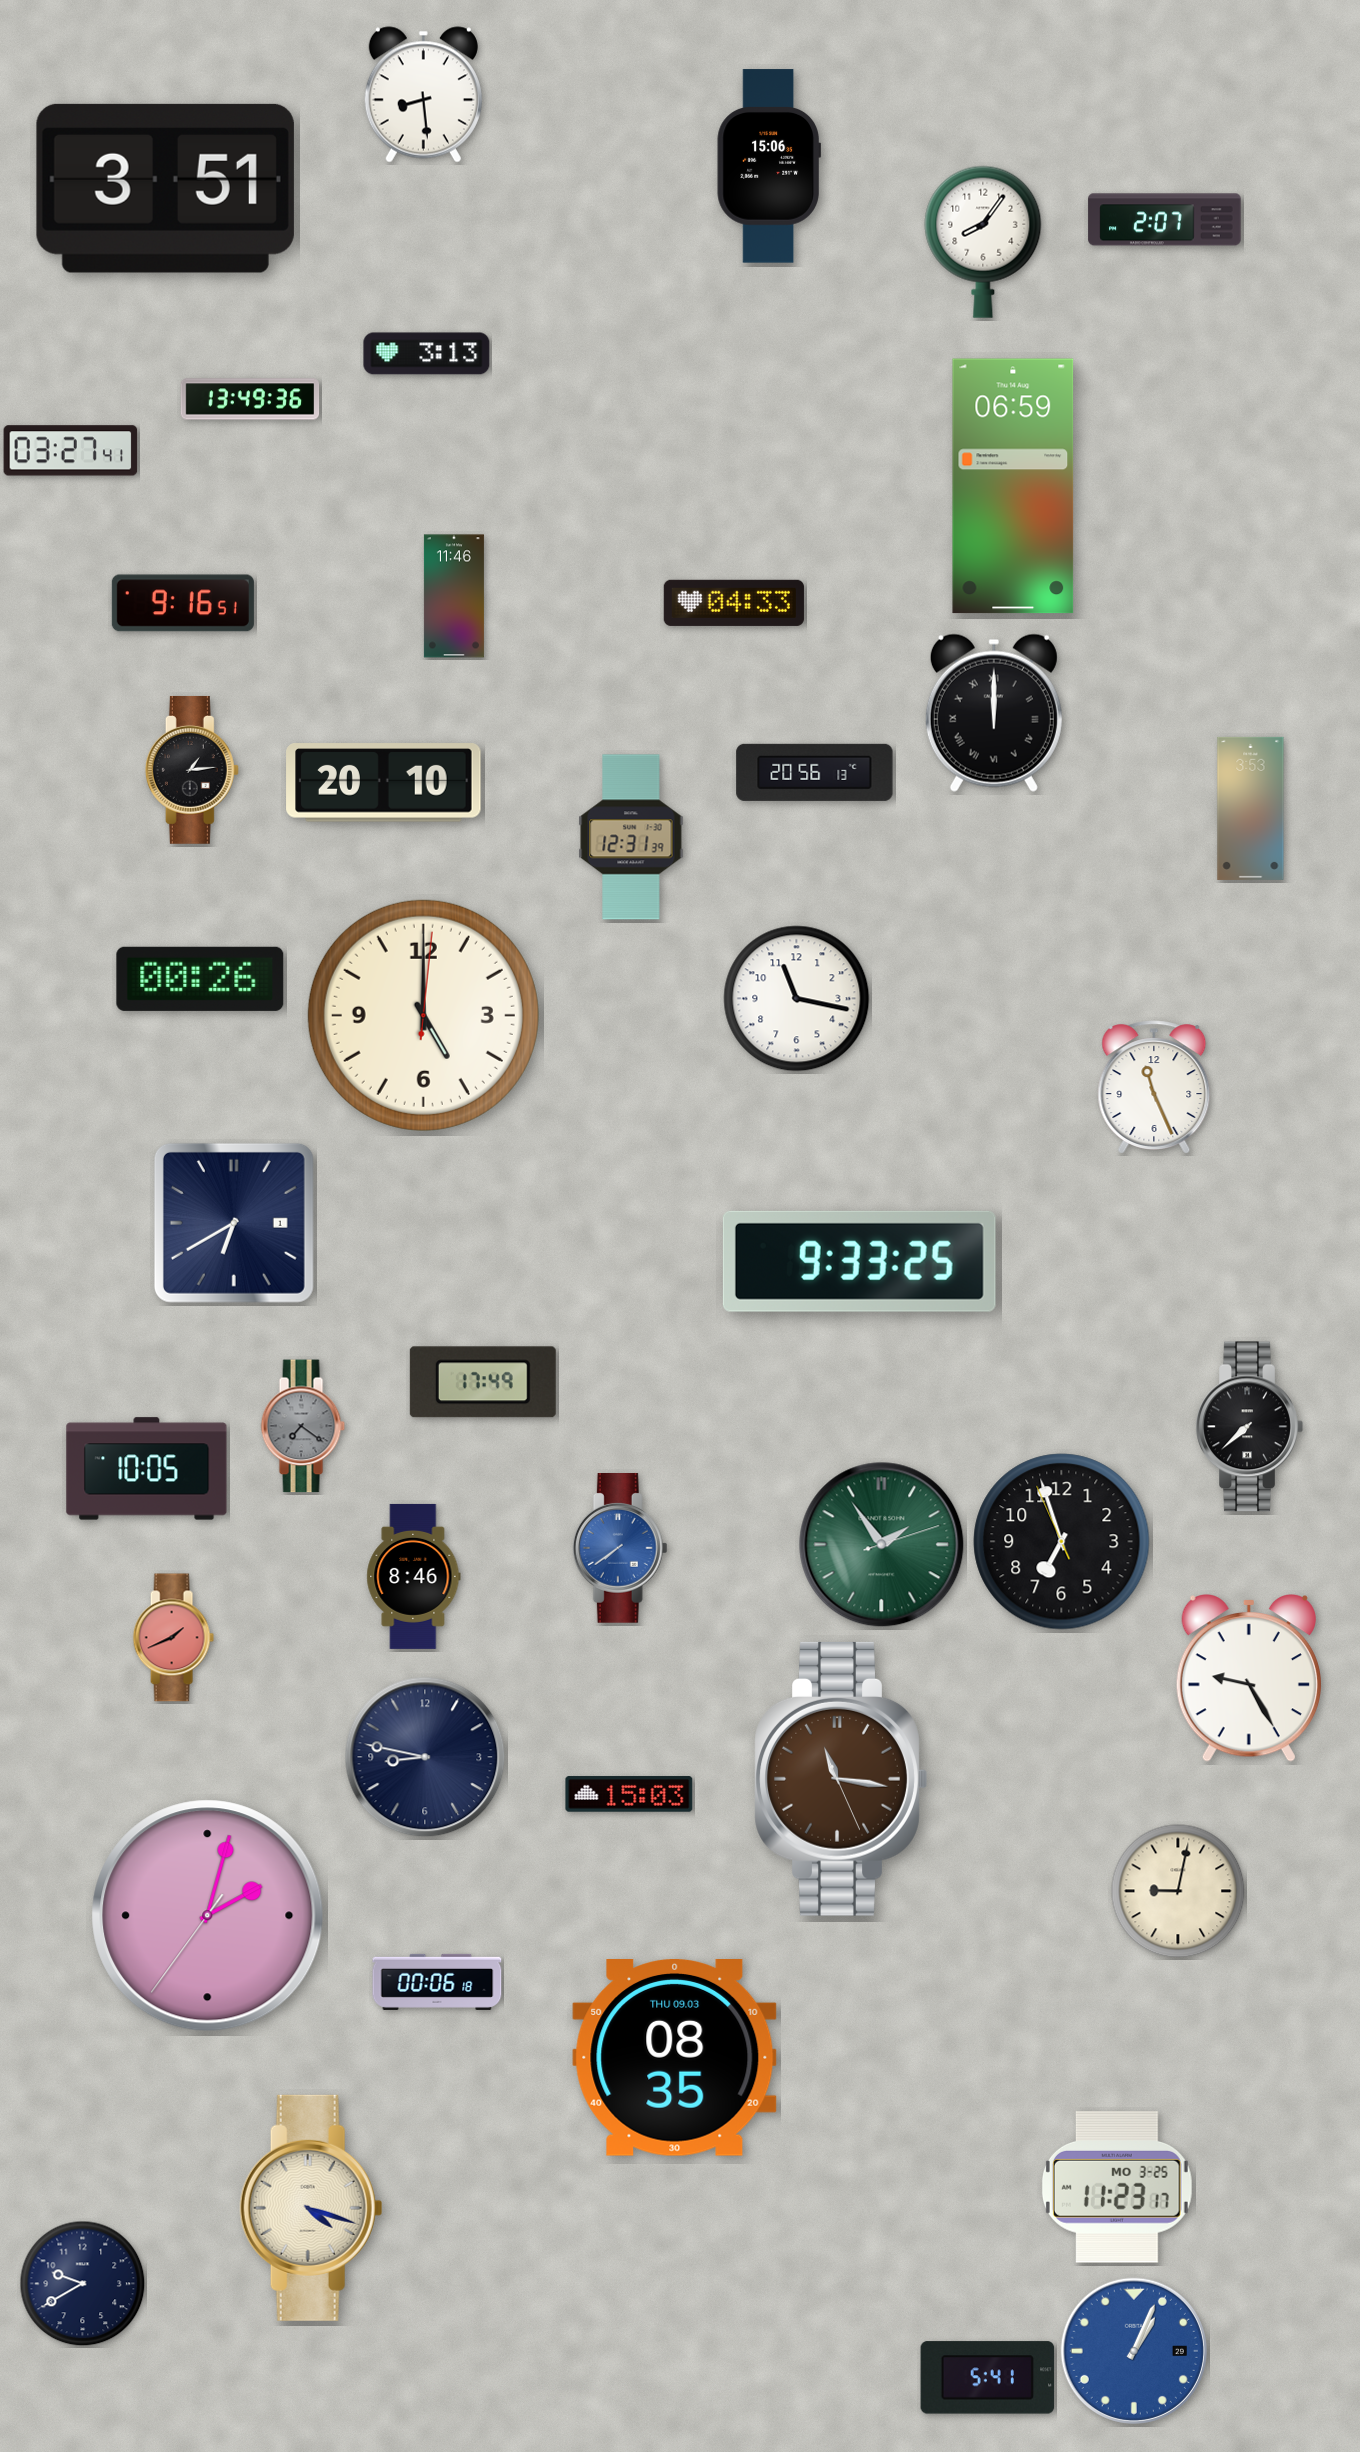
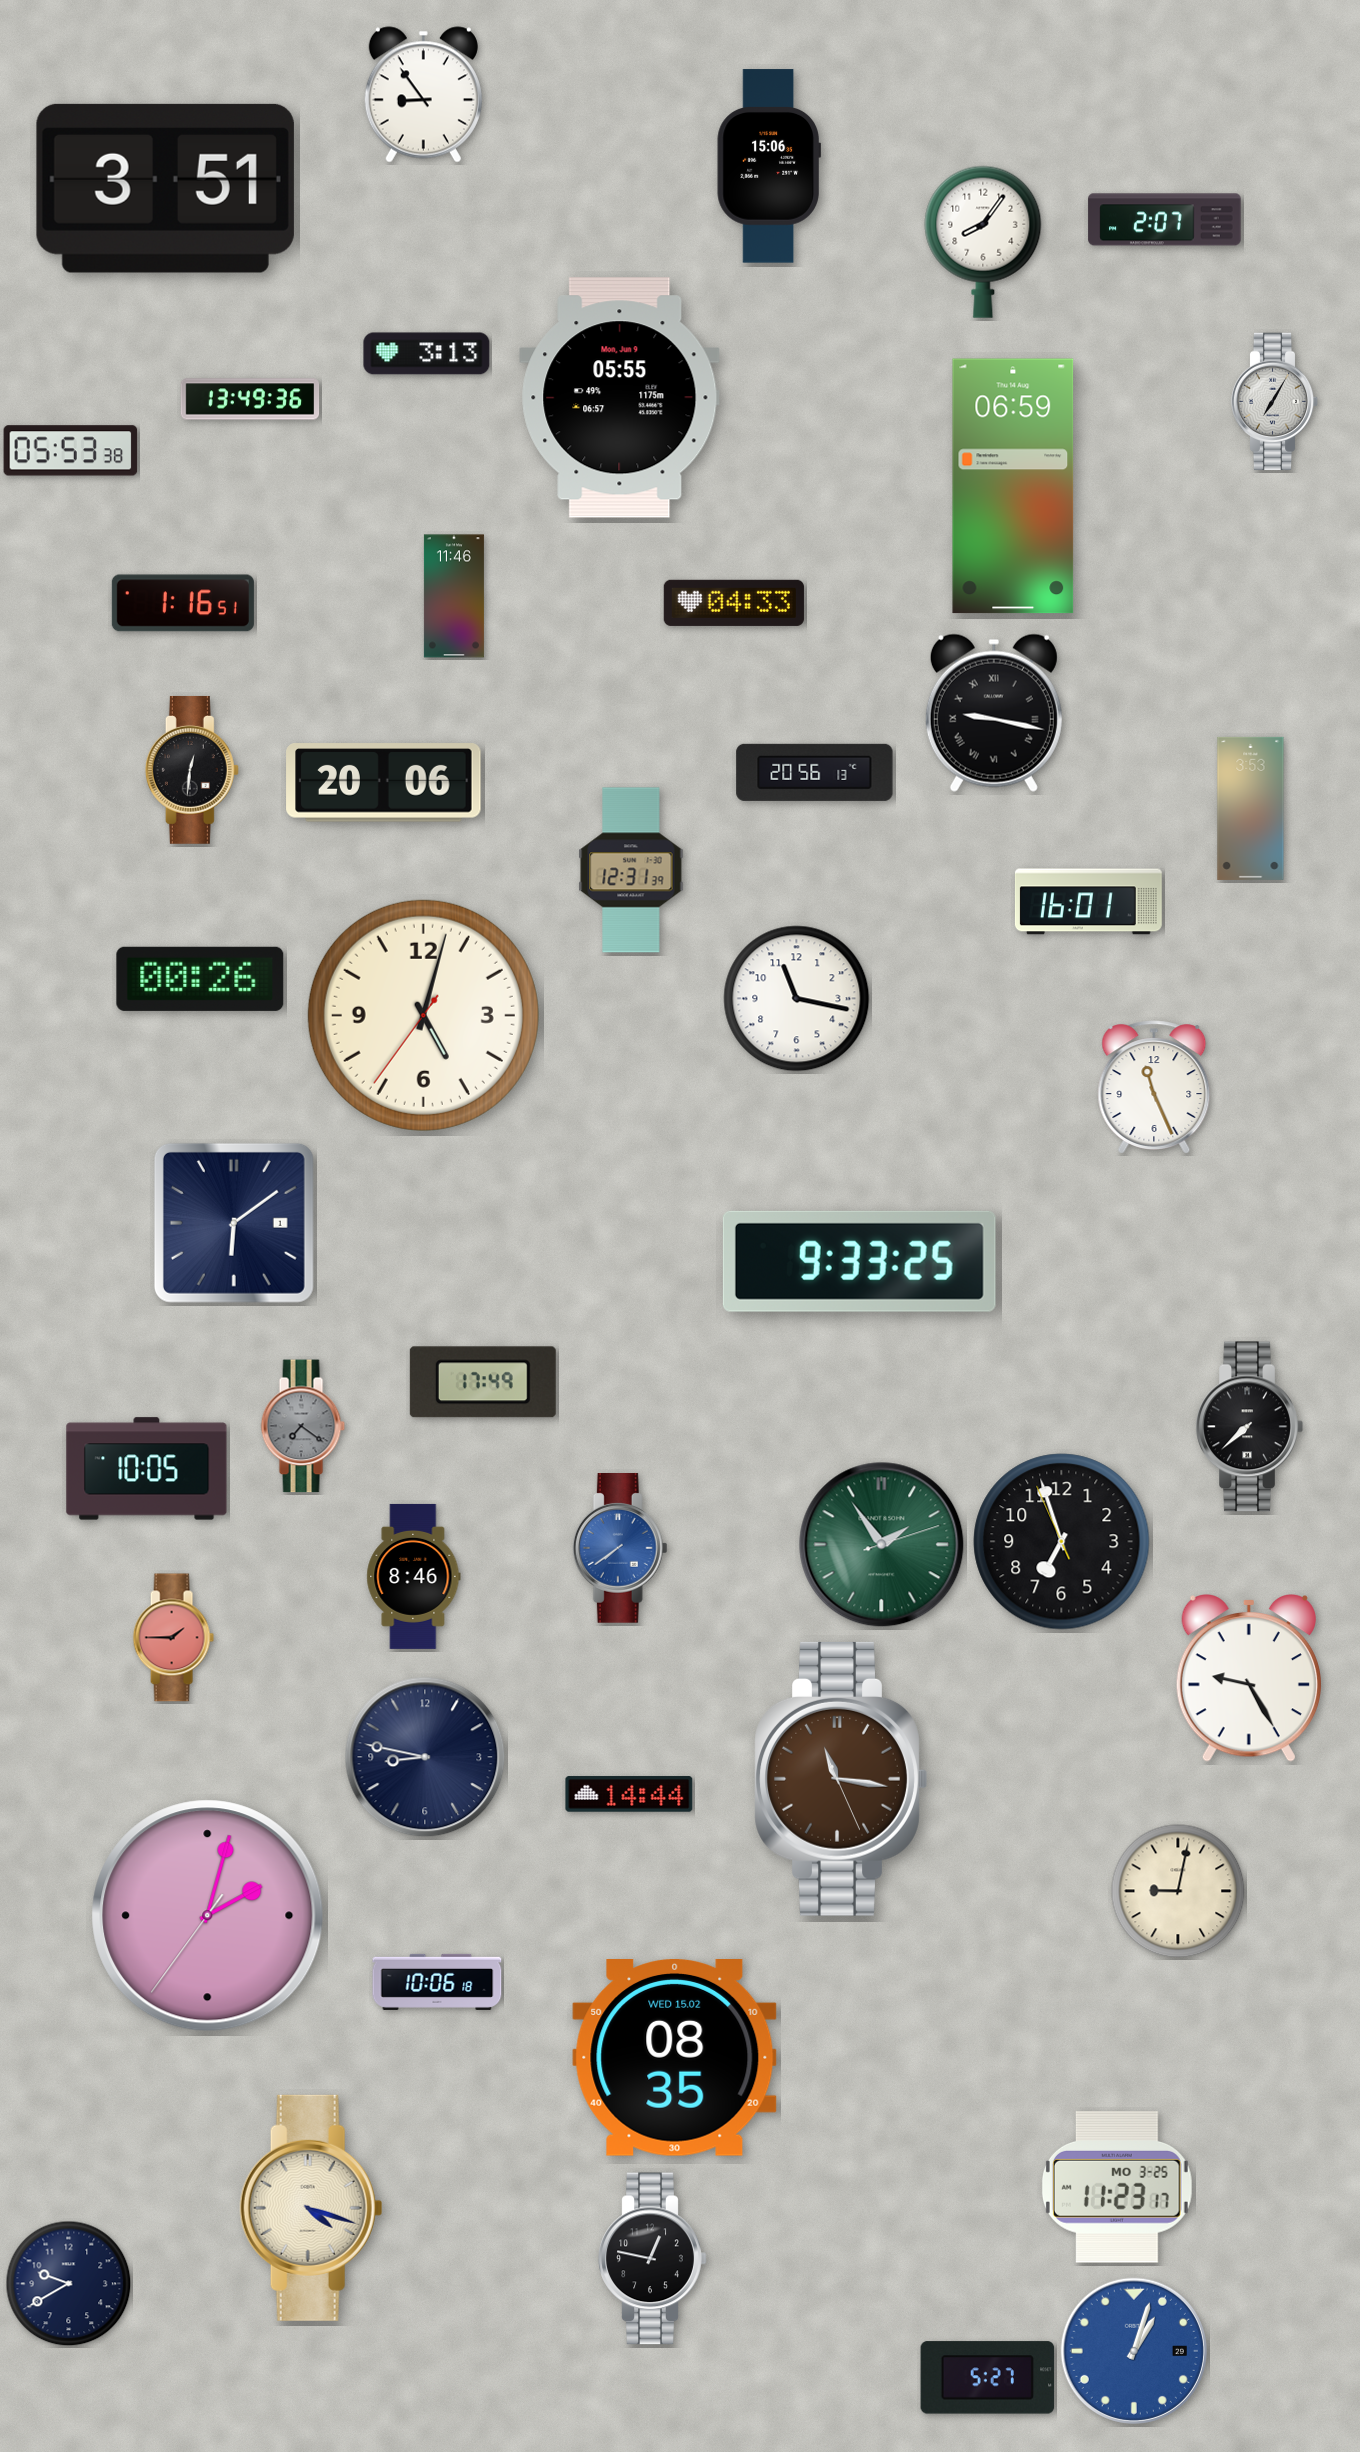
clock at (423, 95): 8:29 -> 8:54
clock at (620, 398): none -> 05:55
clock at (1275, 402): none -> 7:05
clock at (71, 451): 03:27 -> 05:53
clock at (183, 603): 9:16 -> 1:16
clock at (994, 713): 12:00 -> 9:17
clock at (192, 770): 1:14 -> 12:31
clock at (384, 783): 20:10 -> 20:06
clock at (631, 837) position: (631, 837) -> (631, 870)
clock at (1088, 902): none -> 16:01
clock at (423, 1015): 5:00 -> 5:02
clock at (234, 1223): 6:40 -> 6:09
clock at (173, 1638): 1:41 -> 1:45
clock at (629, 1794): 15:03 -> 14:44
clock at (437, 1982): 00:06 -> 10:06
clock at (675, 2058) date: THU 09.03 -> WED 15.02
clock at (653, 2259): none -> 12:47
clock at (83, 2284) position: (83, 2284) -> (69, 2284)
clock at (1134, 2351): 1:04 -> 1:03
clock at (988, 2378): 5:41 -> 5:27
